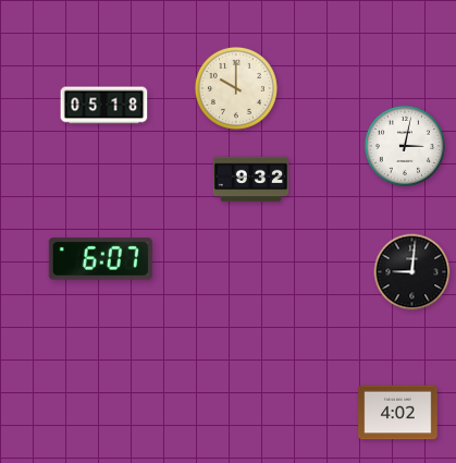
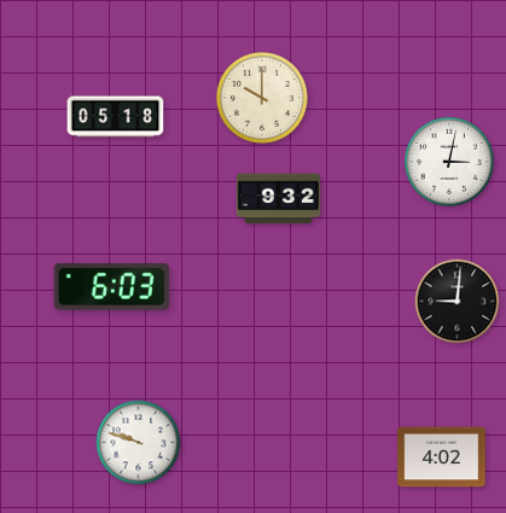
clock at (100, 259): 6:07 -> 6:03
clock at (139, 443): none -> 9:48
